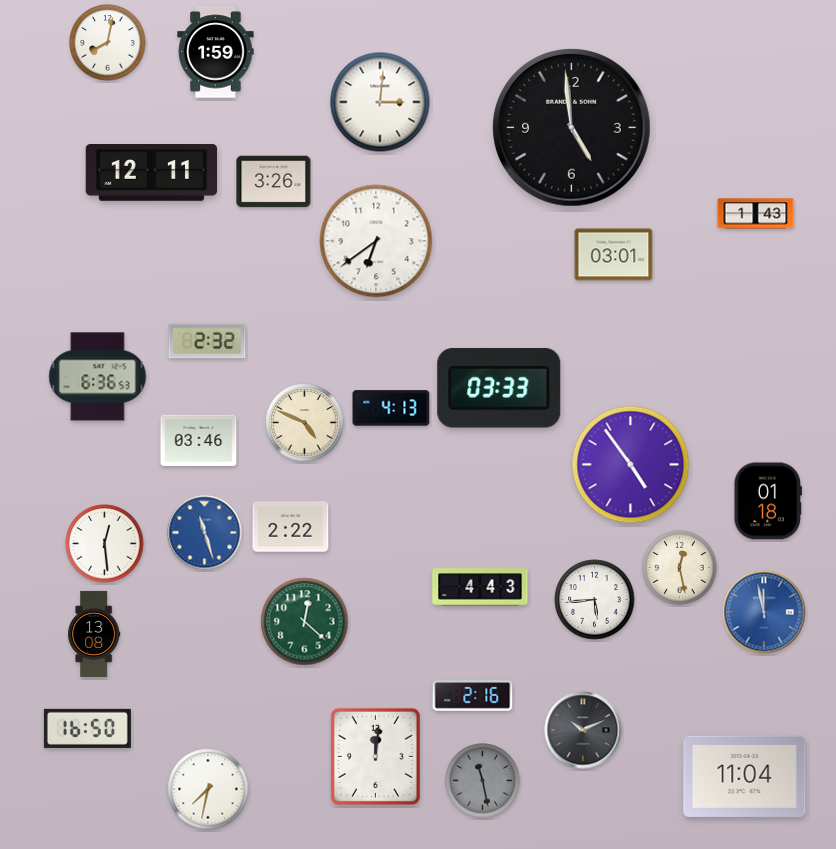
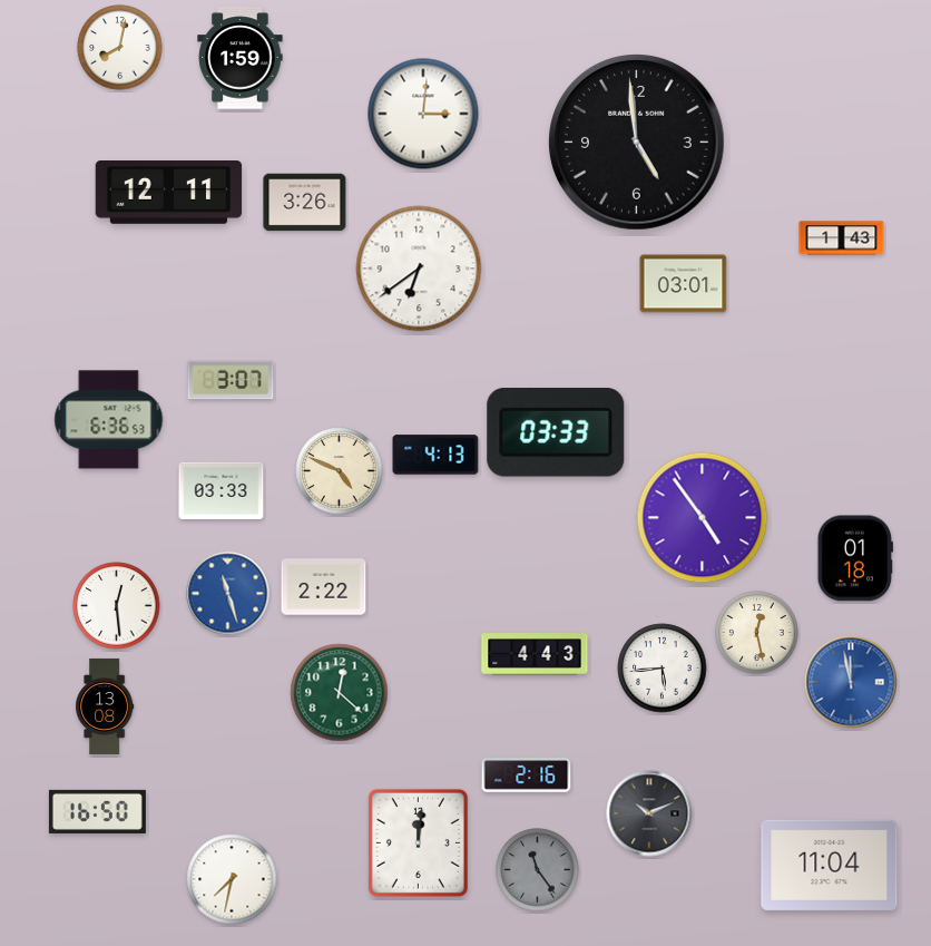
clock at (207, 341): 2:32 -> 3:07
clock at (199, 440): 03:46 -> 03:33
clock at (483, 781): 11:28 -> 11:24
